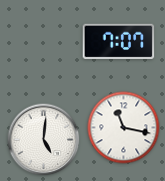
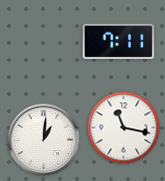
clock at (119, 42): 7:07 -> 7:11
clock at (44, 140): 5:01 -> 1:01
